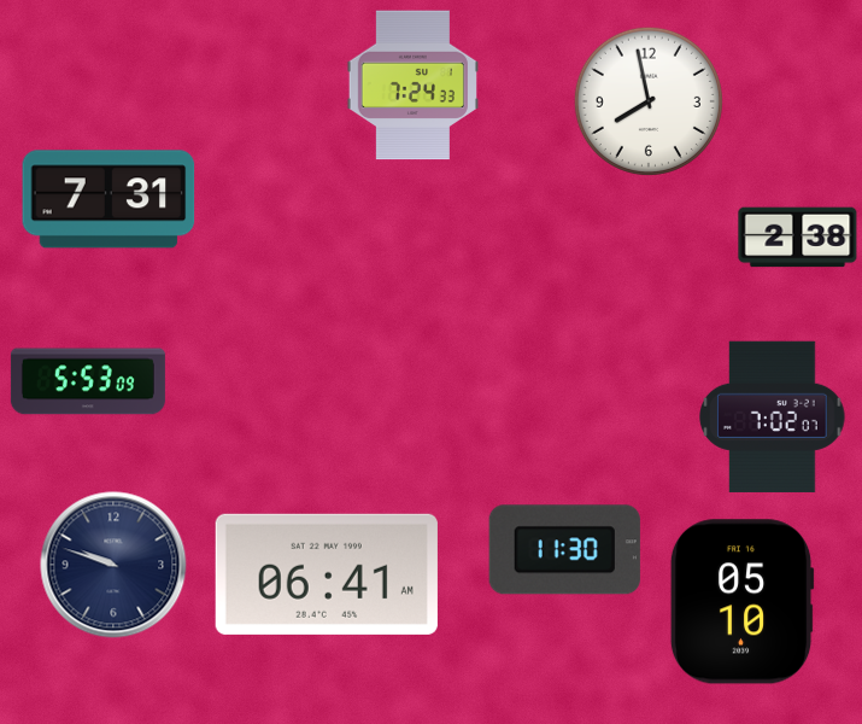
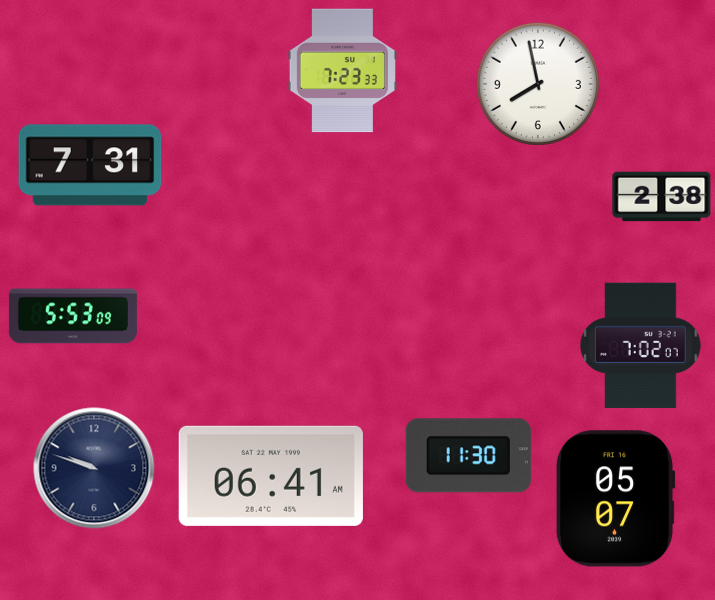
clock at (412, 86): 7:24 -> 7:23
clock at (741, 602): 05:10 -> 05:07
